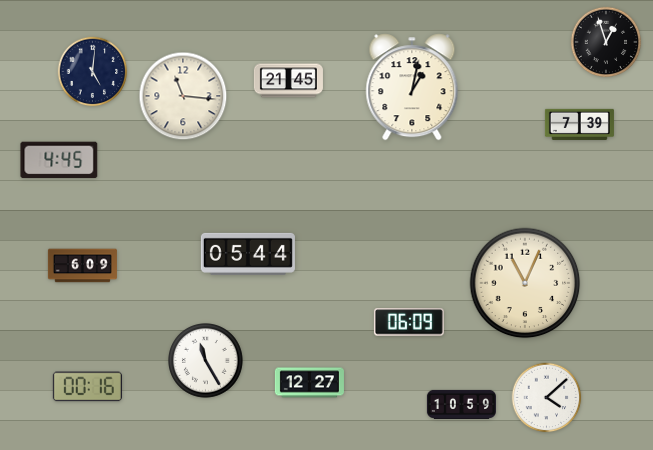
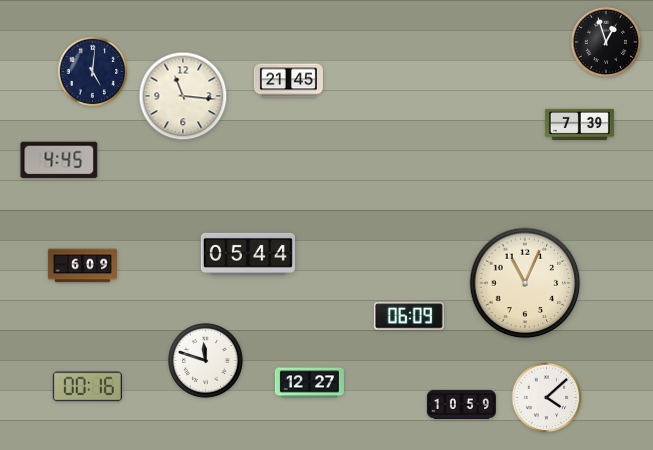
clock at (412, 87): 1:02 -> none
clock at (409, 322) position: (409, 322) -> (409, 316)
clock at (206, 361): 11:25 -> 11:48
